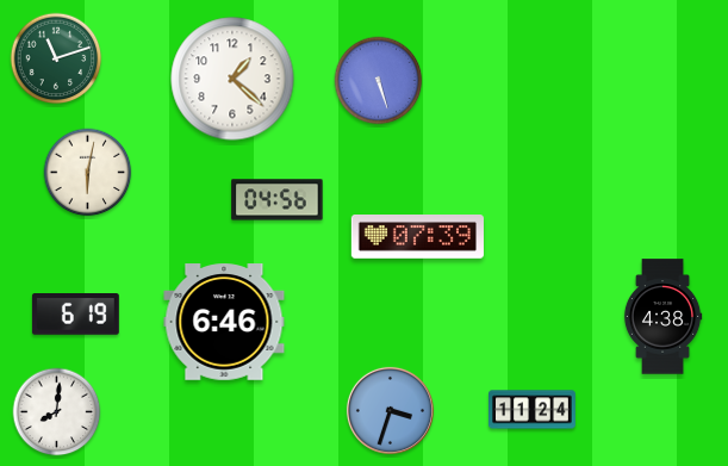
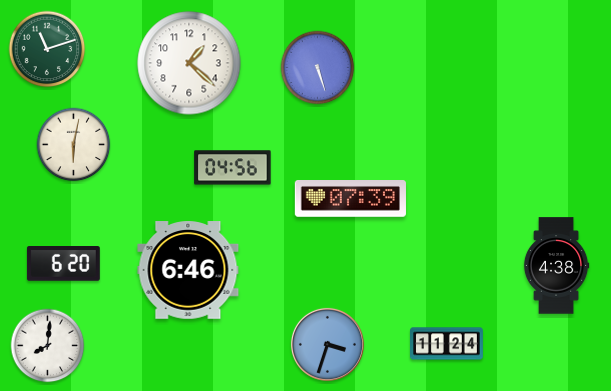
clock at (232, 79) position: (232, 79) -> (189, 63)
clock at (75, 315): 6:19 -> 6:20
